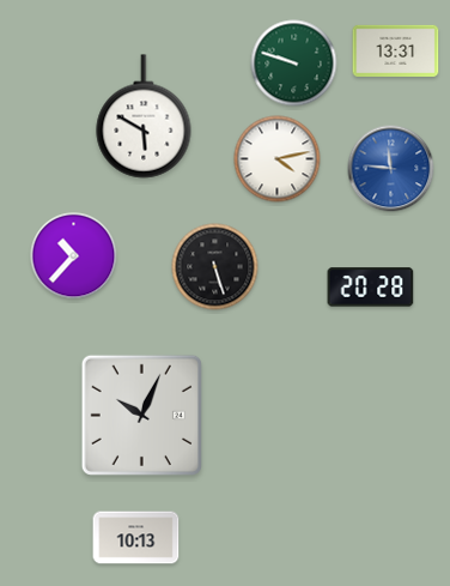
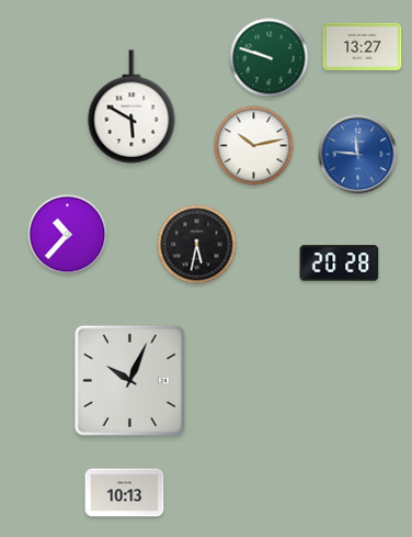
clock at (396, 50): 13:31 -> 13:27
clock at (278, 159): 4:13 -> 10:13
clock at (215, 267): 5:27 -> 5:32
